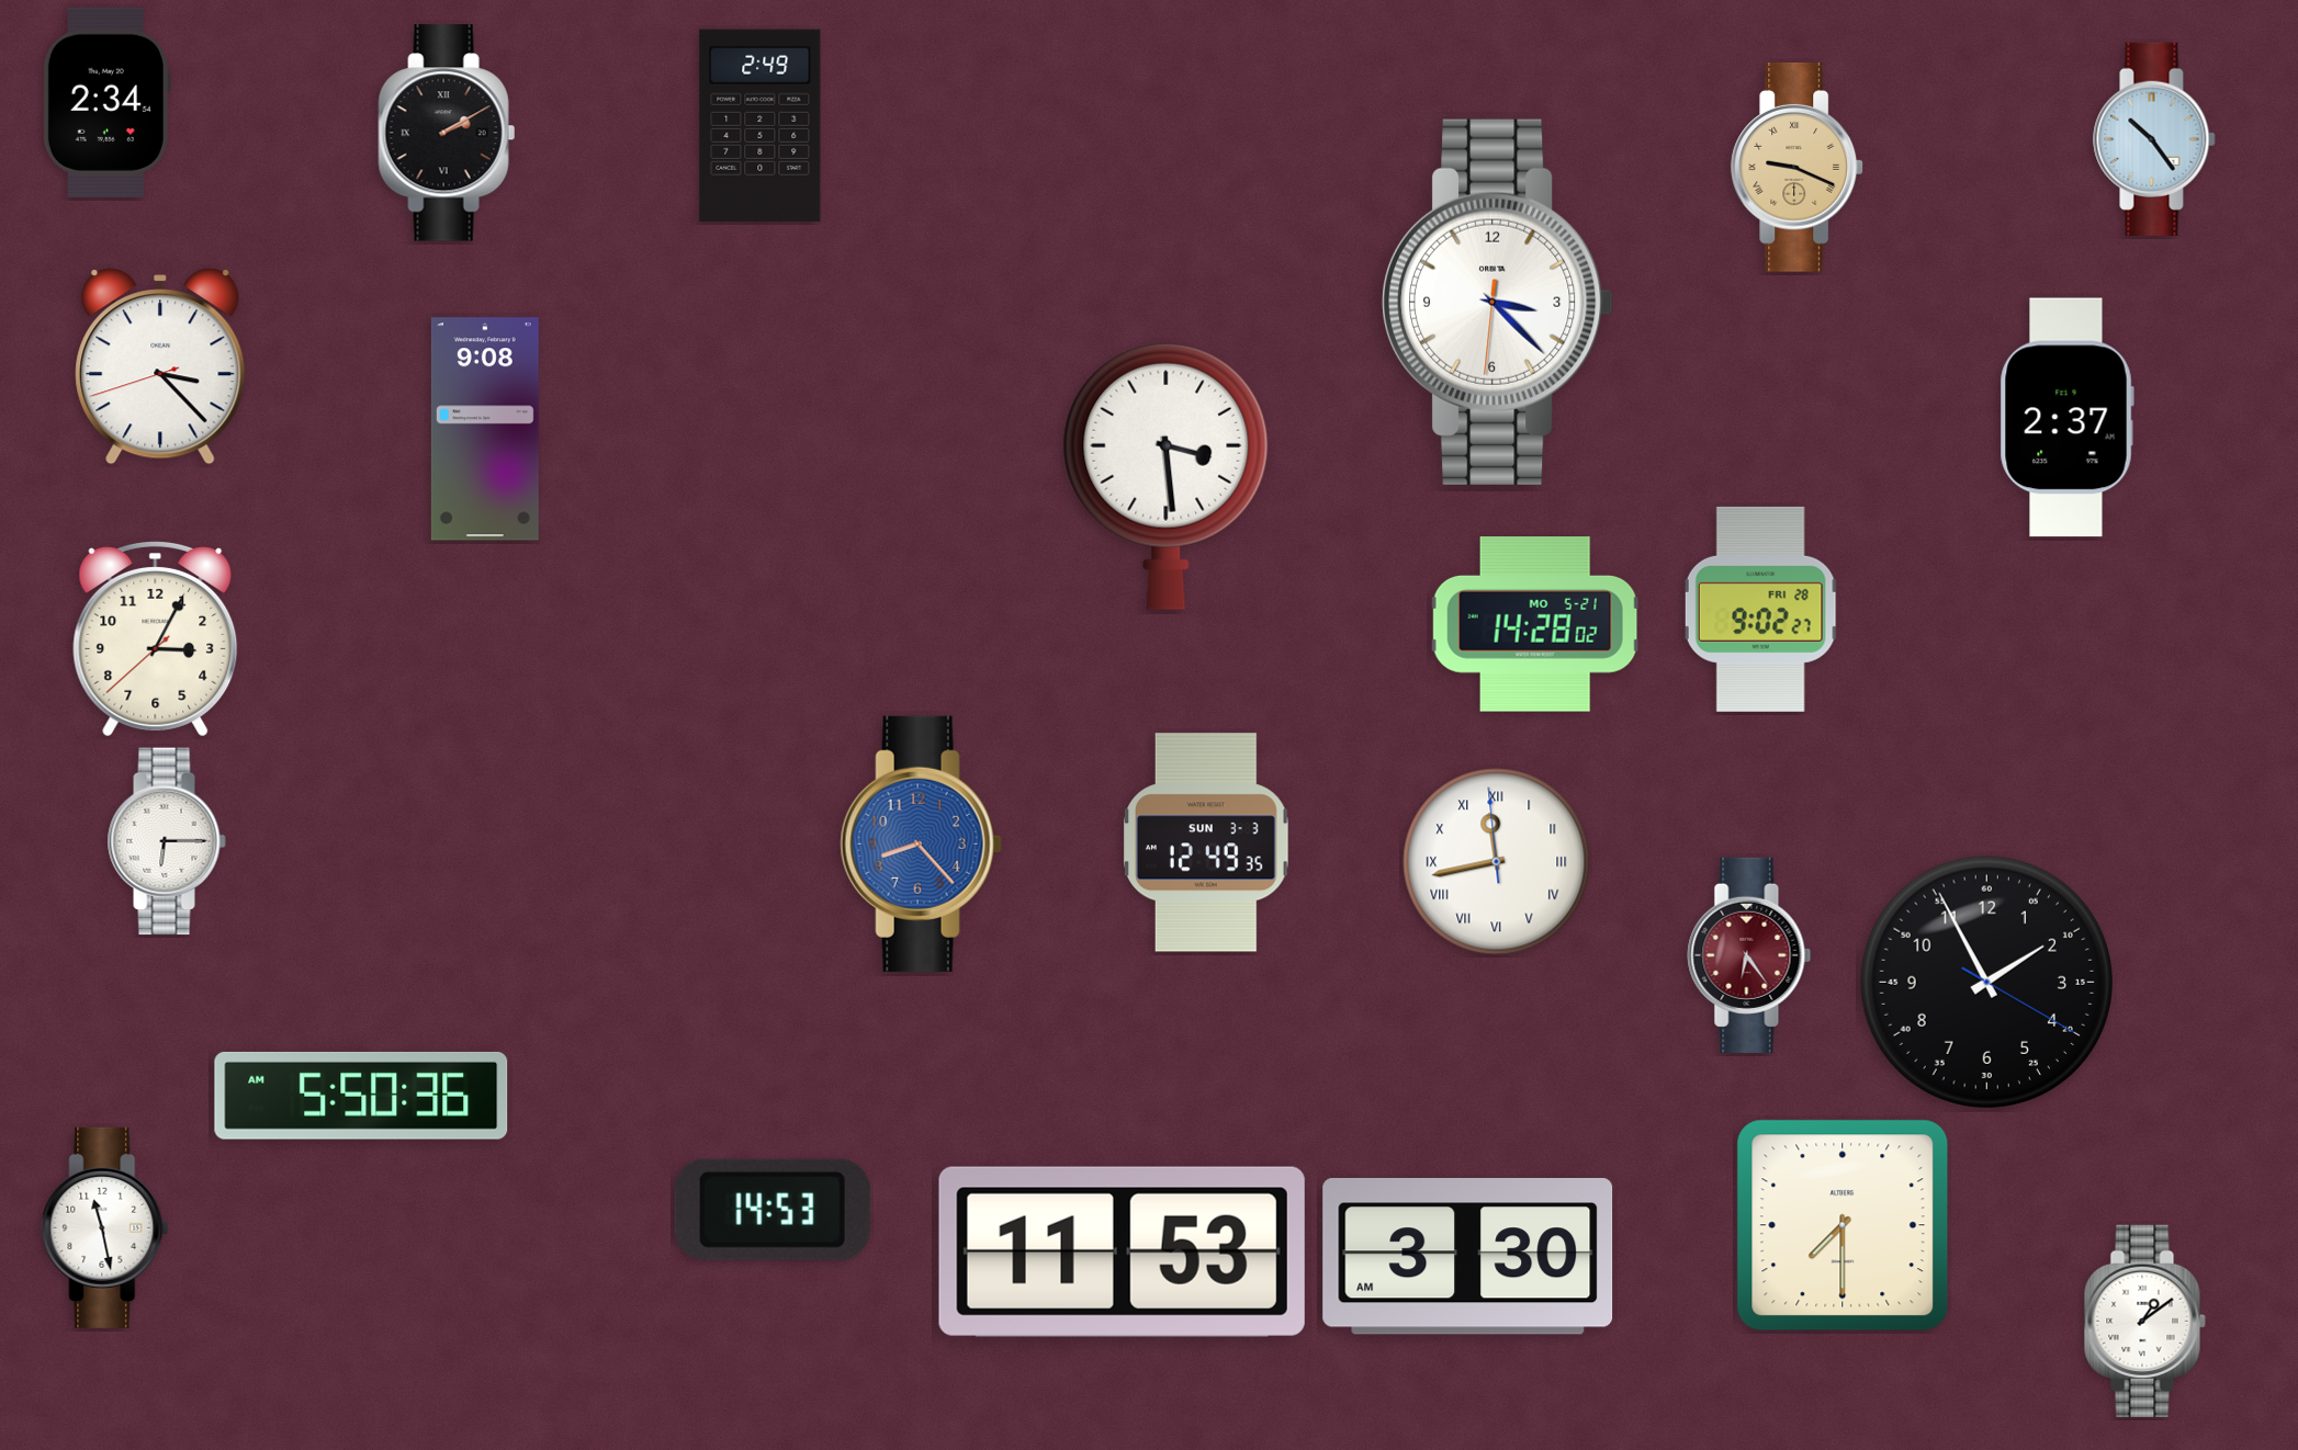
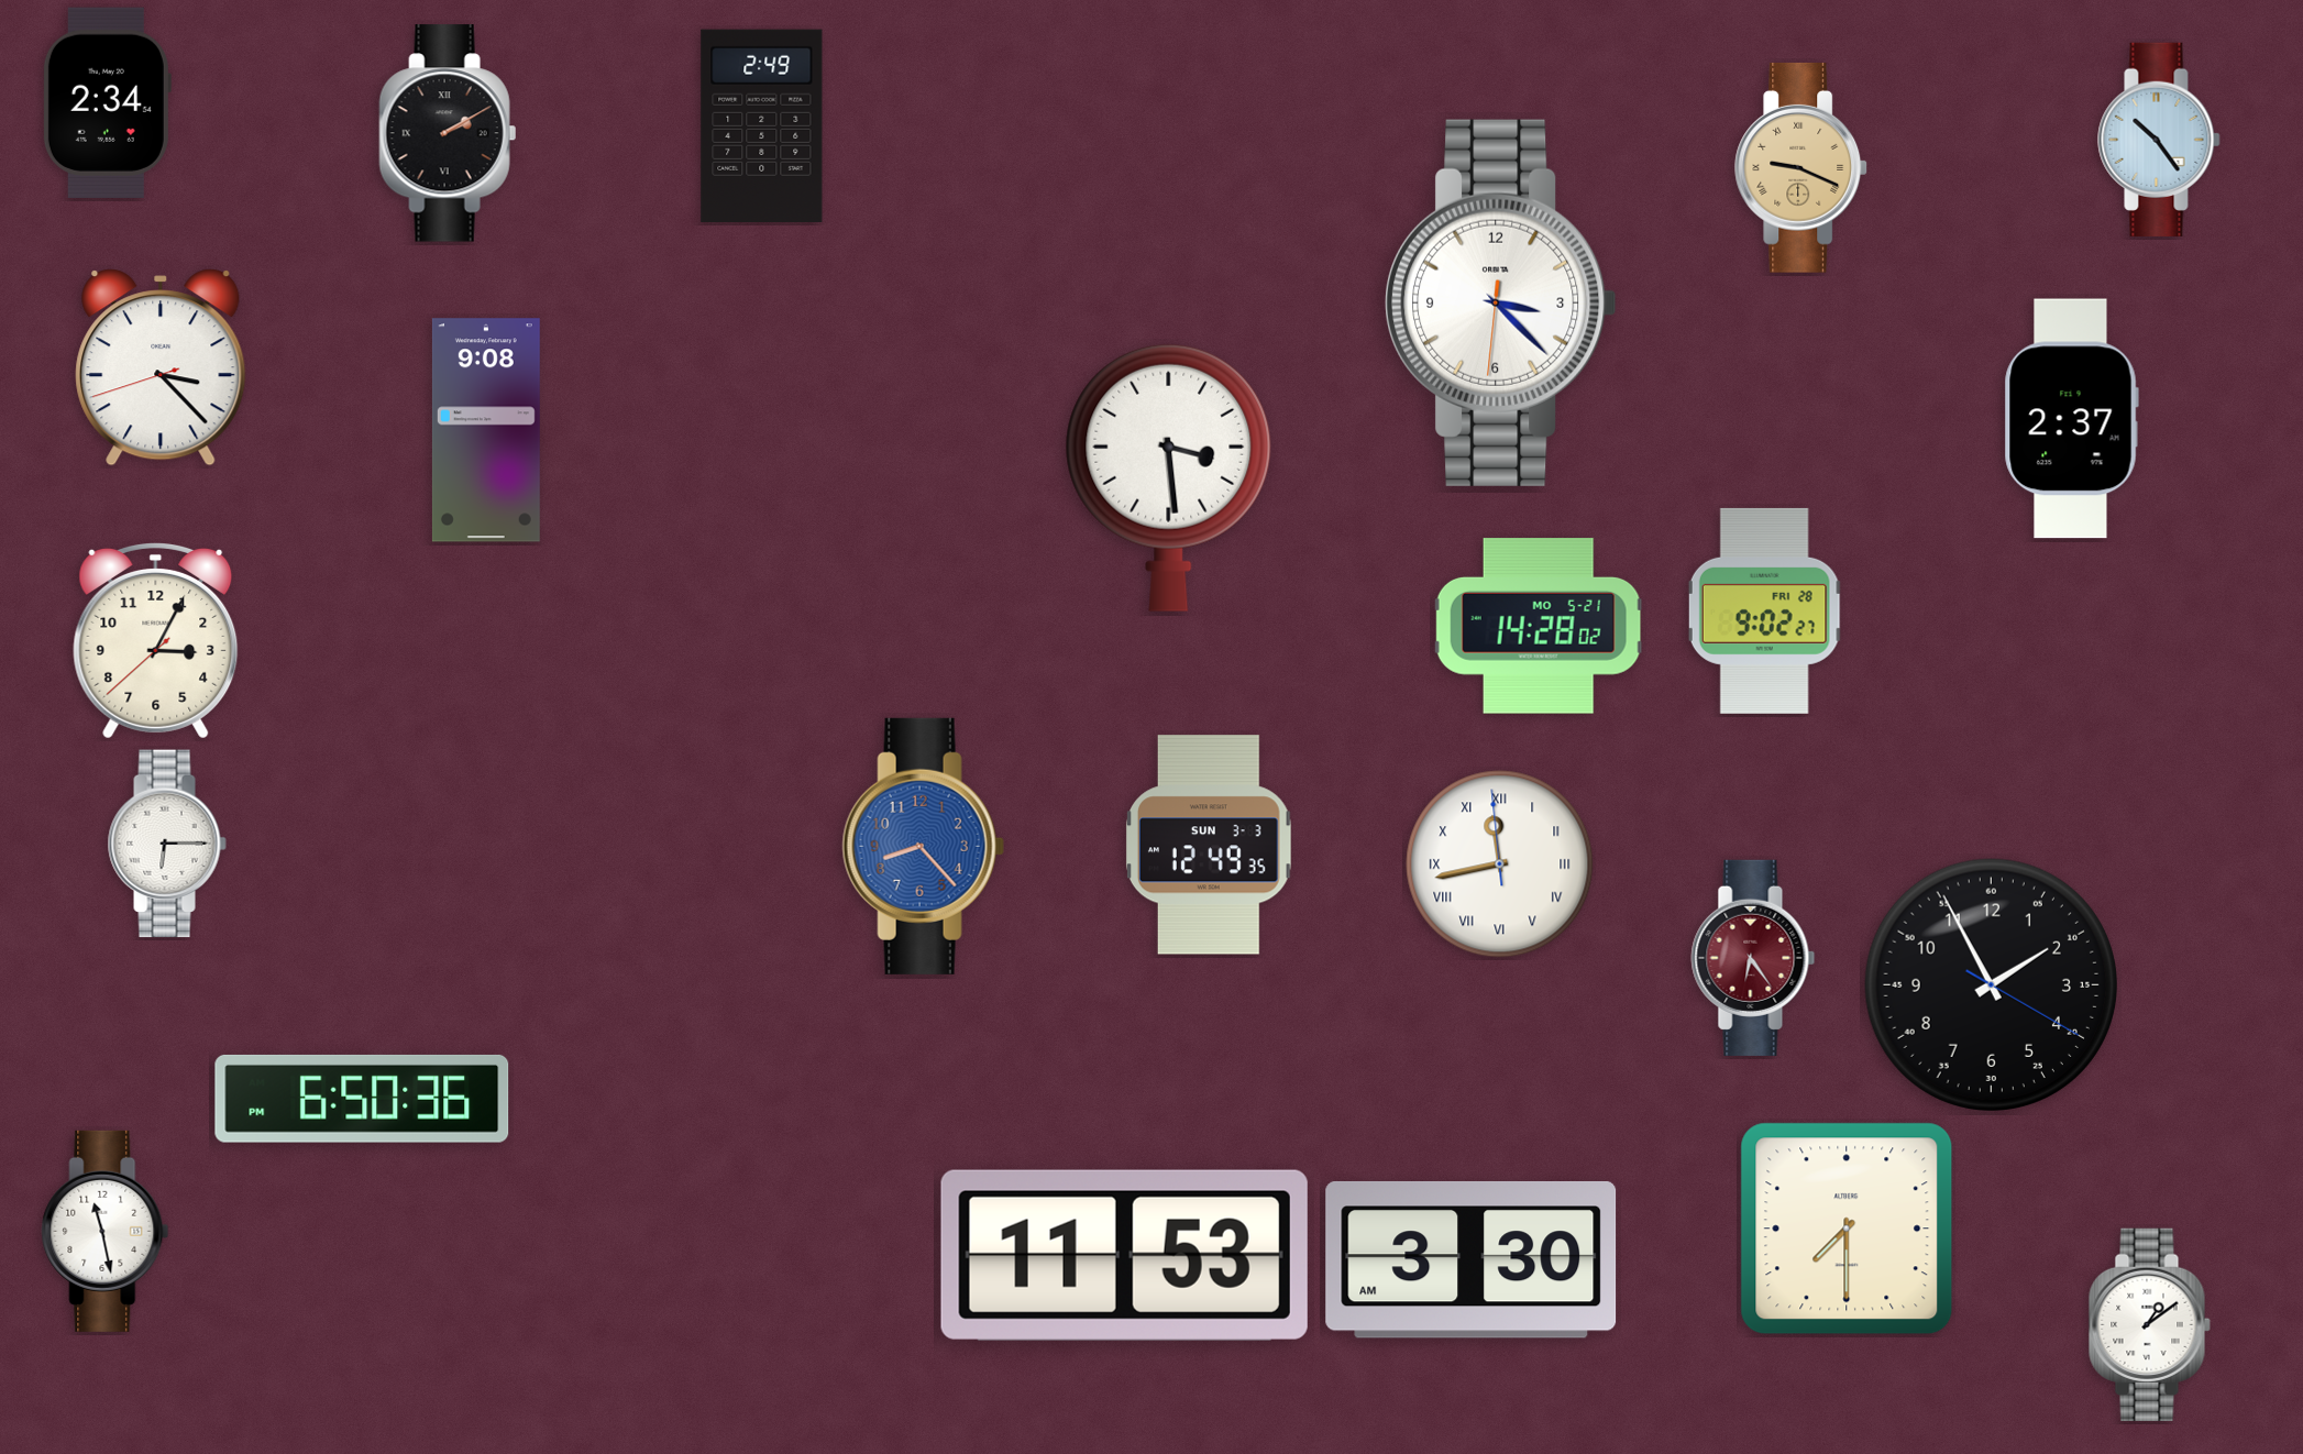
clock at (361, 1096): 5:50 -> 6:50
clock at (773, 1210): 14:53 -> none
